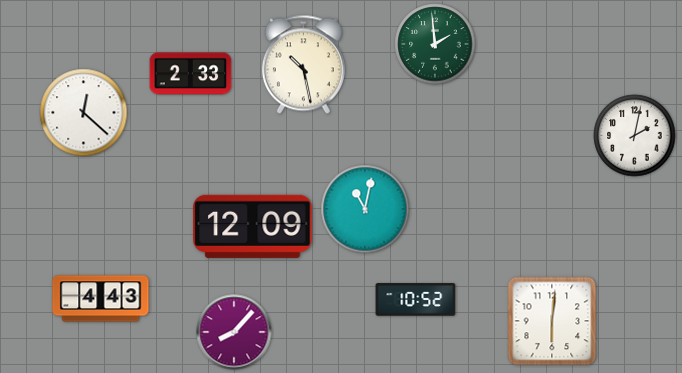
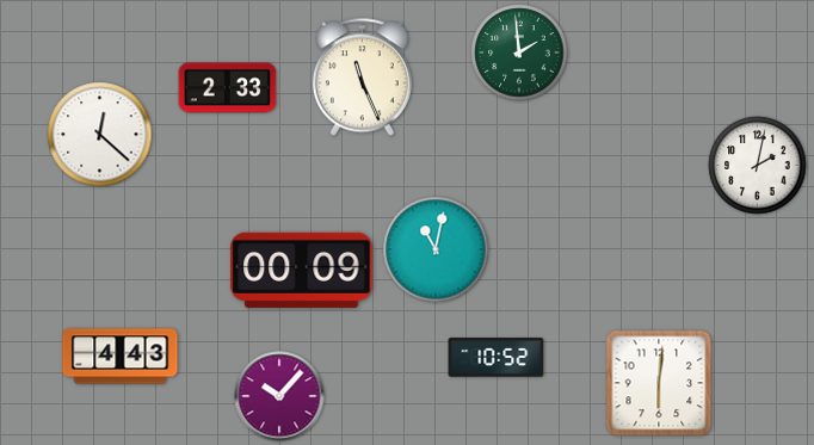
clock at (303, 65): 10:28 -> 11:26
clock at (635, 136) position: (635, 136) -> (758, 166)
clock at (253, 226): 12:09 -> 00:09
clock at (234, 332): 8:07 -> 10:07
